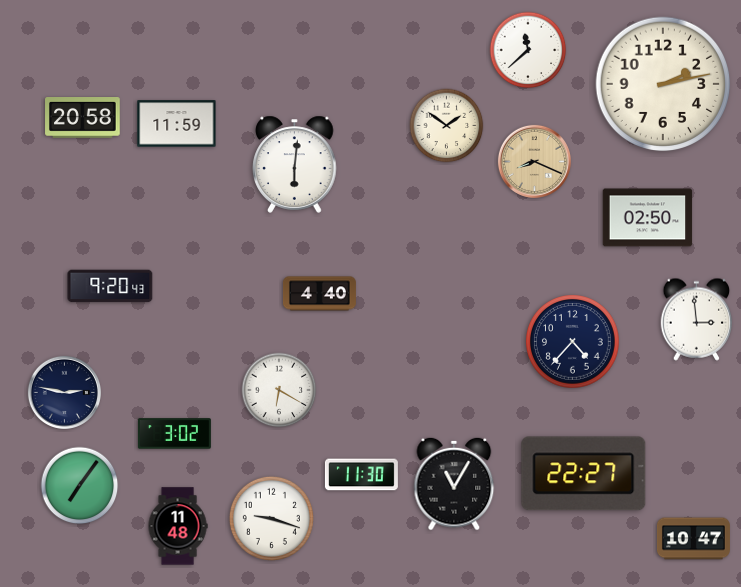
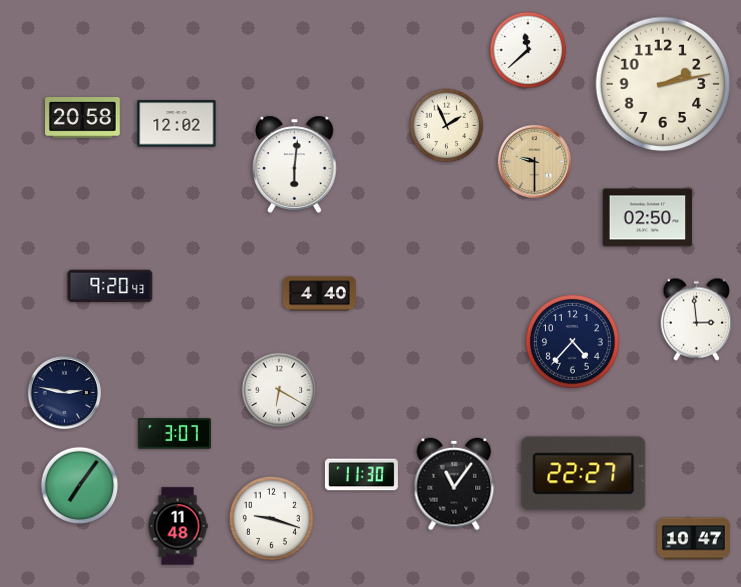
clock at (177, 124): 11:59 -> 12:02
clock at (447, 126): 1:51 -> 1:56
clock at (534, 161): 8:19 -> 9:30
clock at (174, 434): 3:02 -> 3:07
clock at (454, 484): 11:05 -> 11:06
